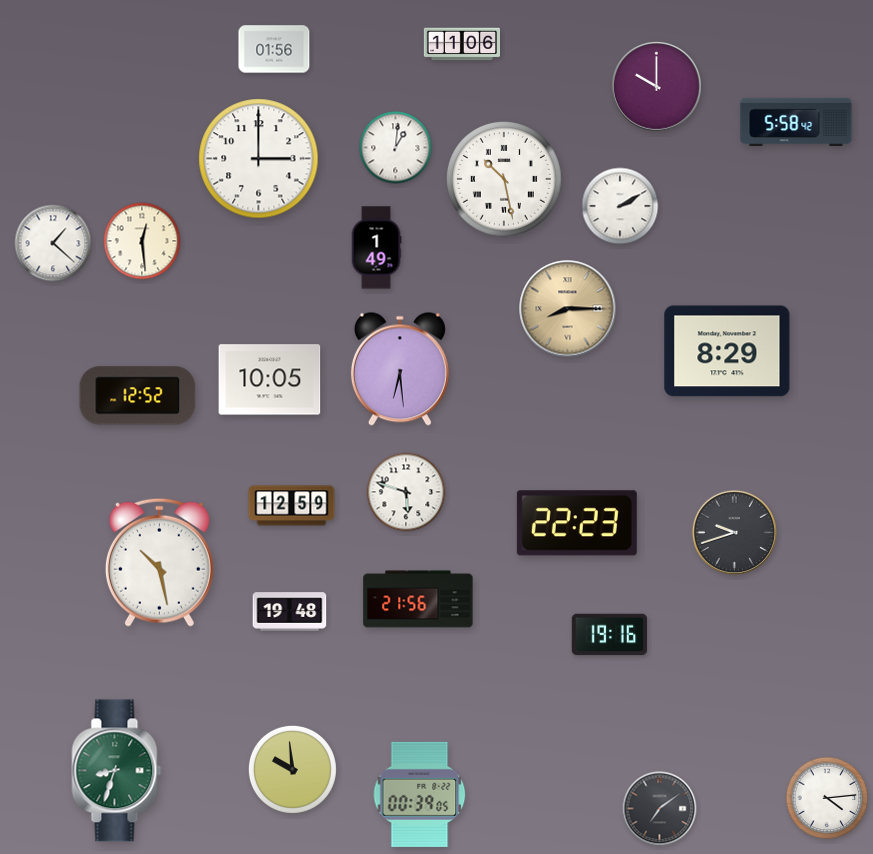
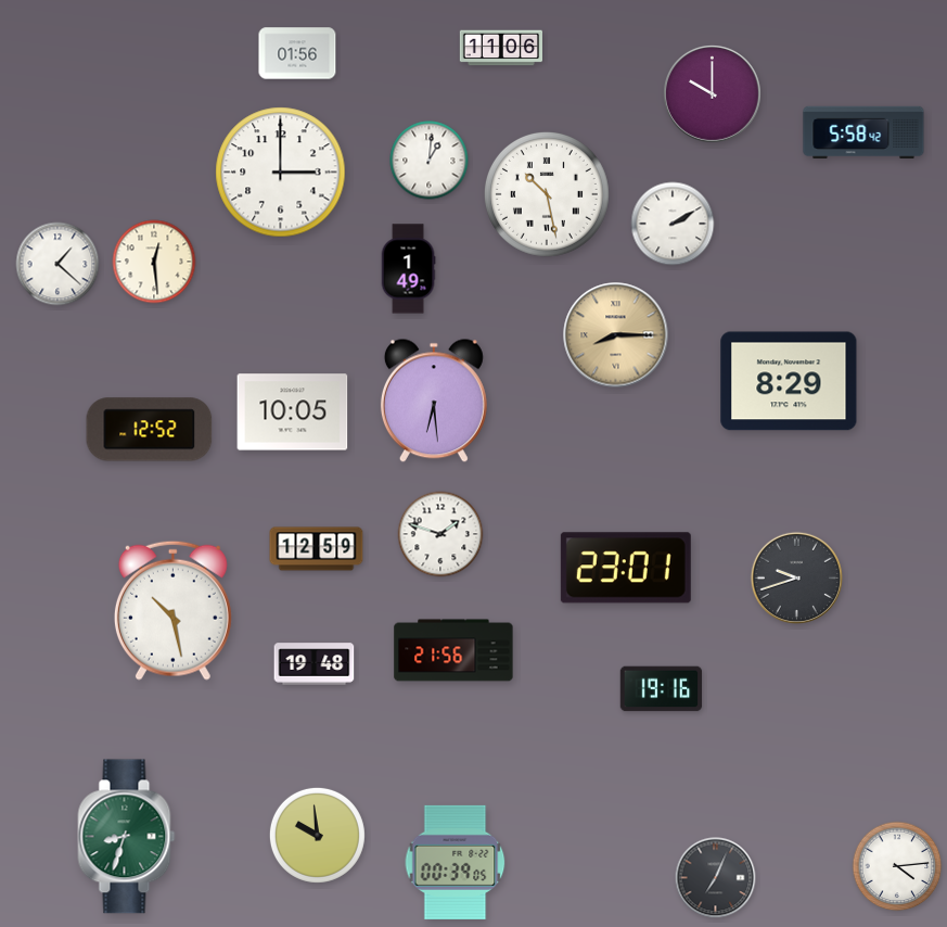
clock at (406, 492): 5:48 -> 1:48
clock at (577, 523): 22:23 -> 23:01
clock at (660, 809): 7:09 -> 7:04
